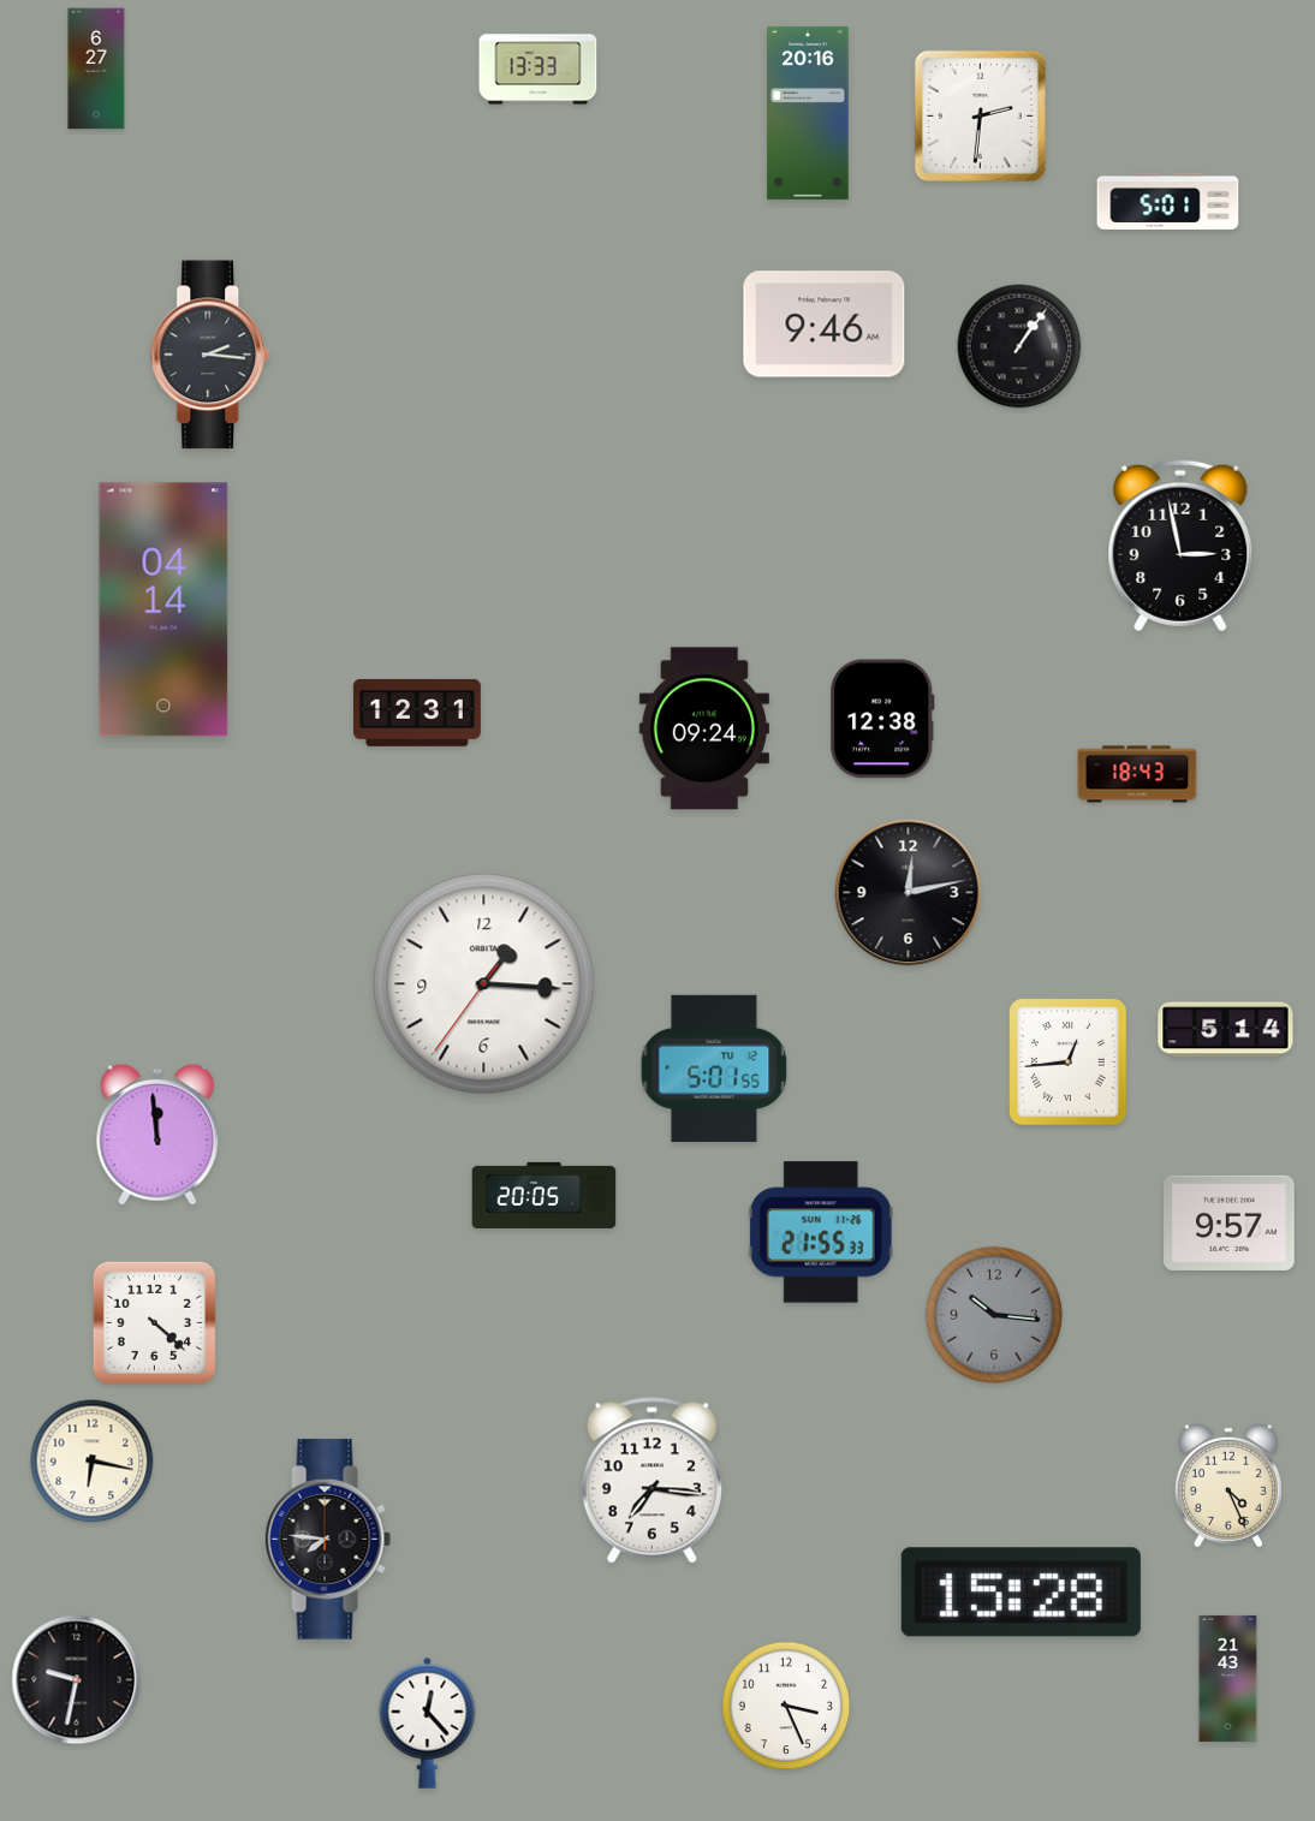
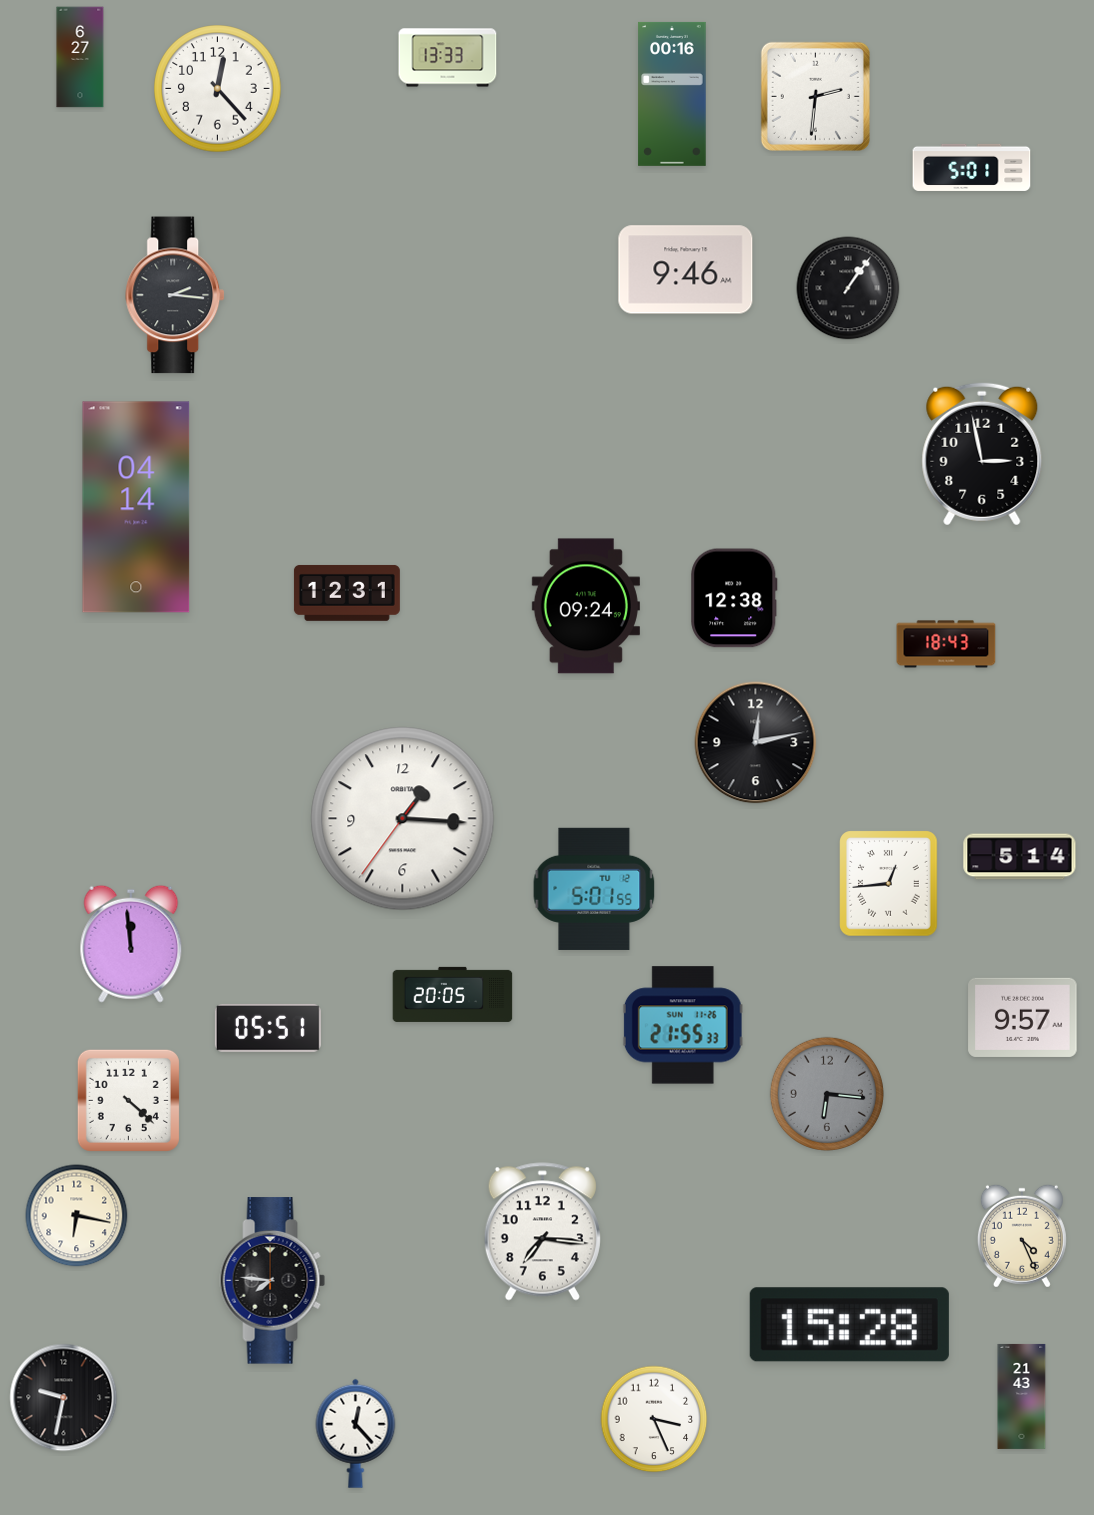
clock at (218, 89): none -> 12:23
clock at (808, 113): 20:16 -> 00:16
clock at (268, 1028): none -> 05:51
clock at (994, 1315): 10:16 -> 6:16
